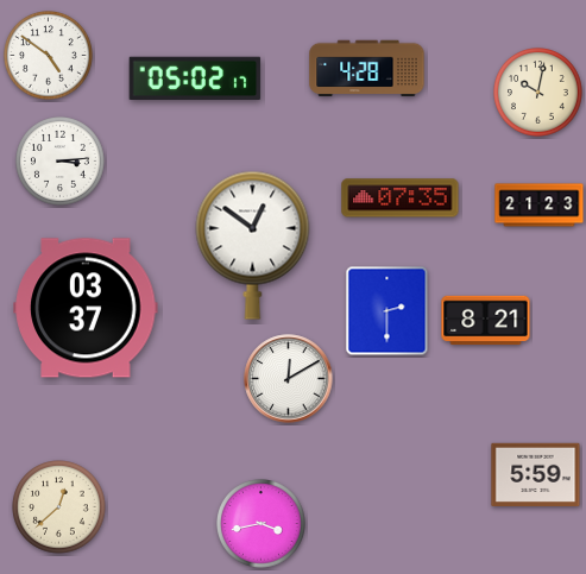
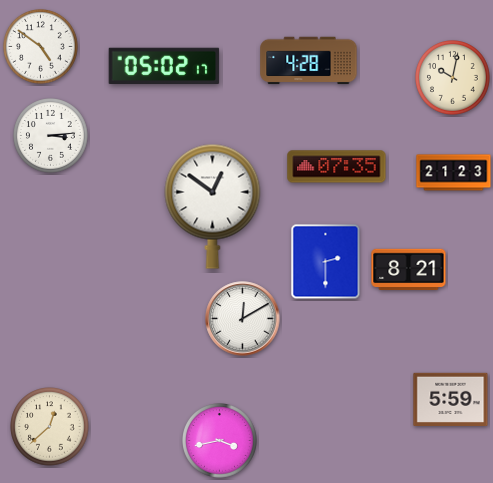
clock at (367, 69) position: (367, 69) -> (309, 61)
clock at (86, 308): 03:37 -> none
